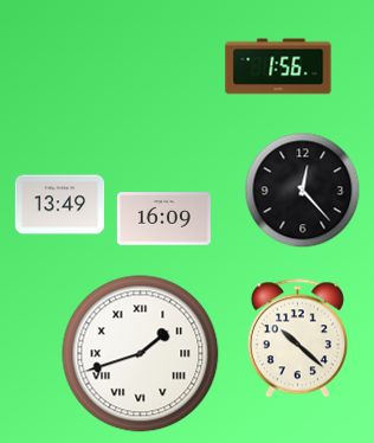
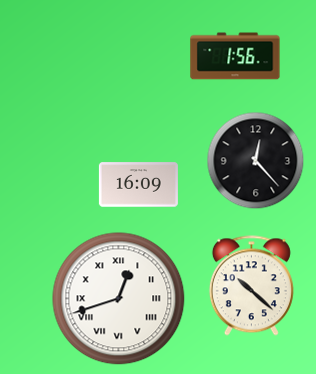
clock at (60, 205): 13:49 -> none
clock at (141, 354): 1:42 -> 12:42
